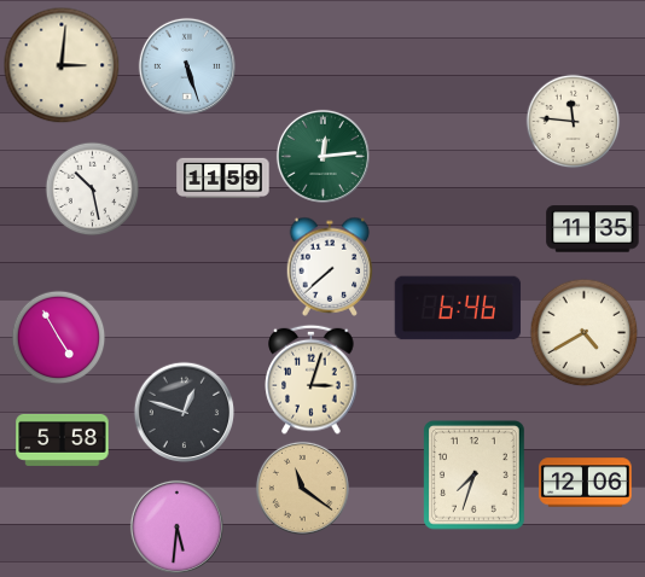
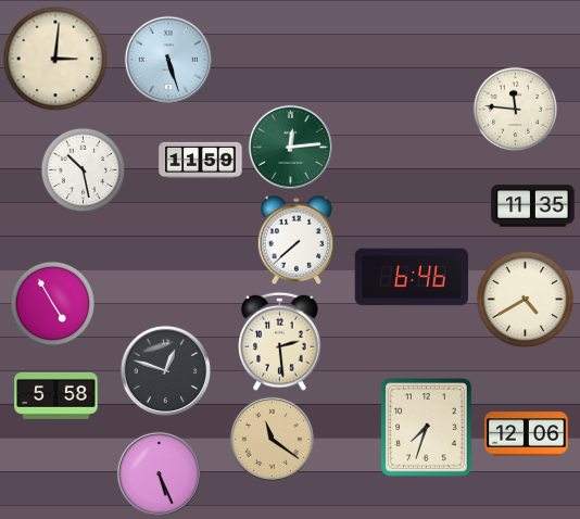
clock at (322, 156) position: (322, 156) -> (290, 147)
clock at (312, 379): 3:03 -> 2:29
clock at (176, 526): 5:31 -> 5:26
